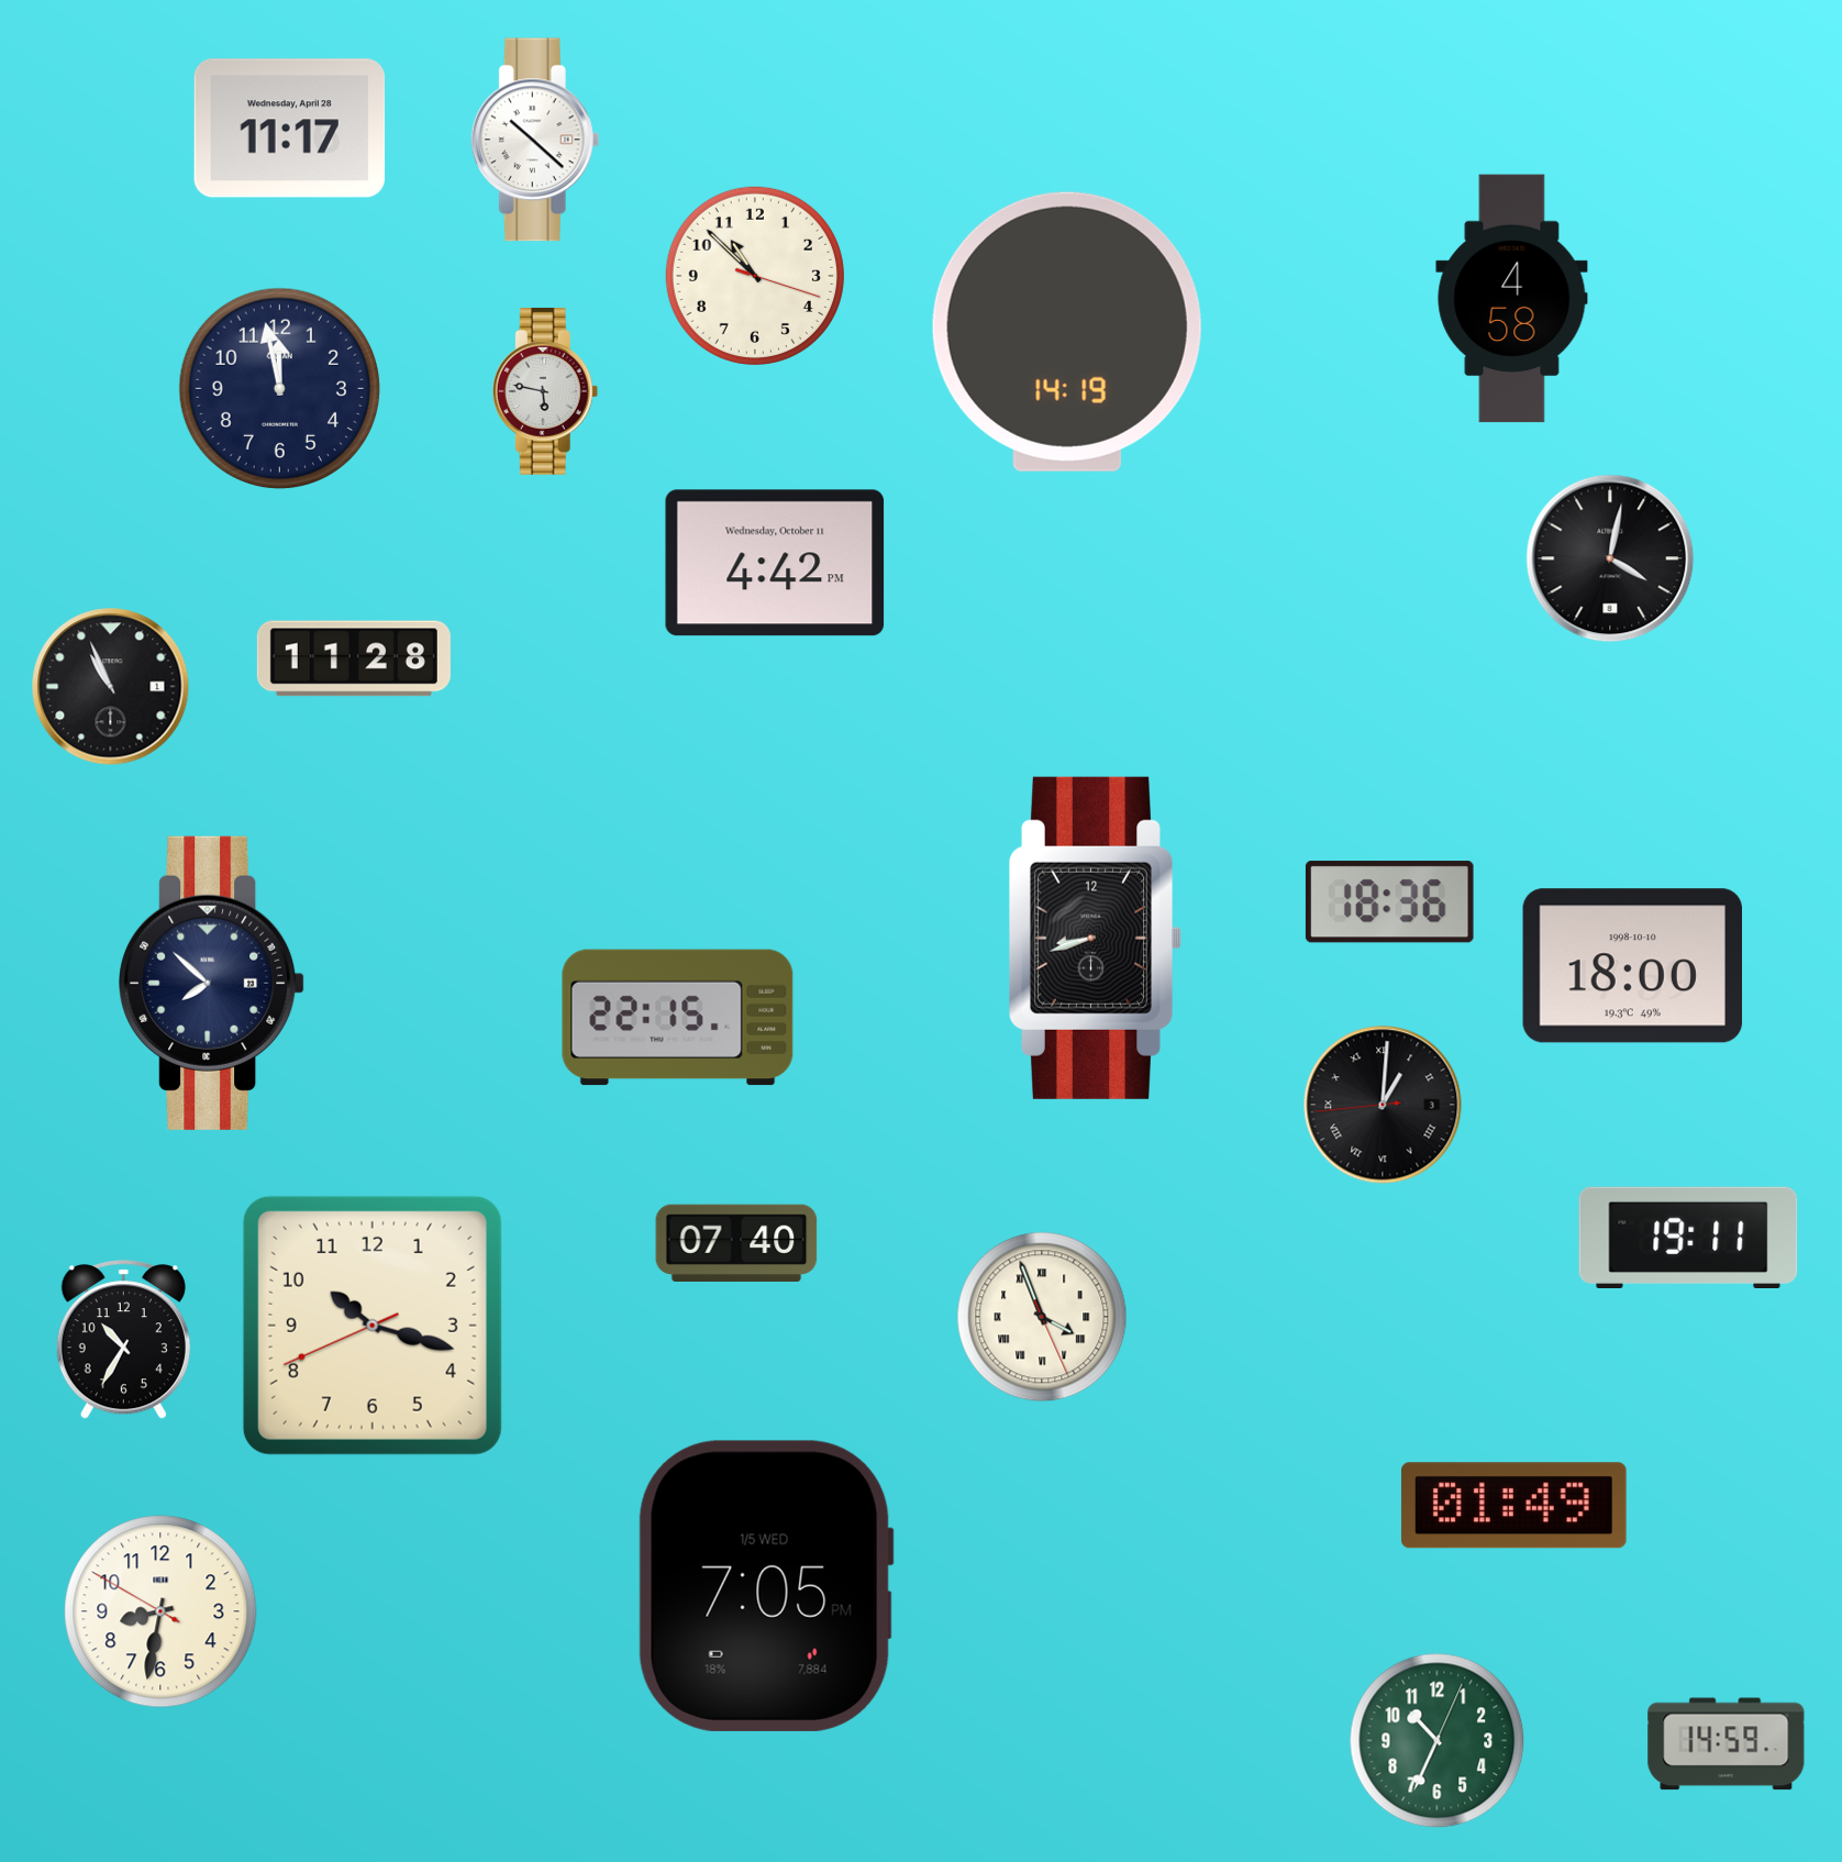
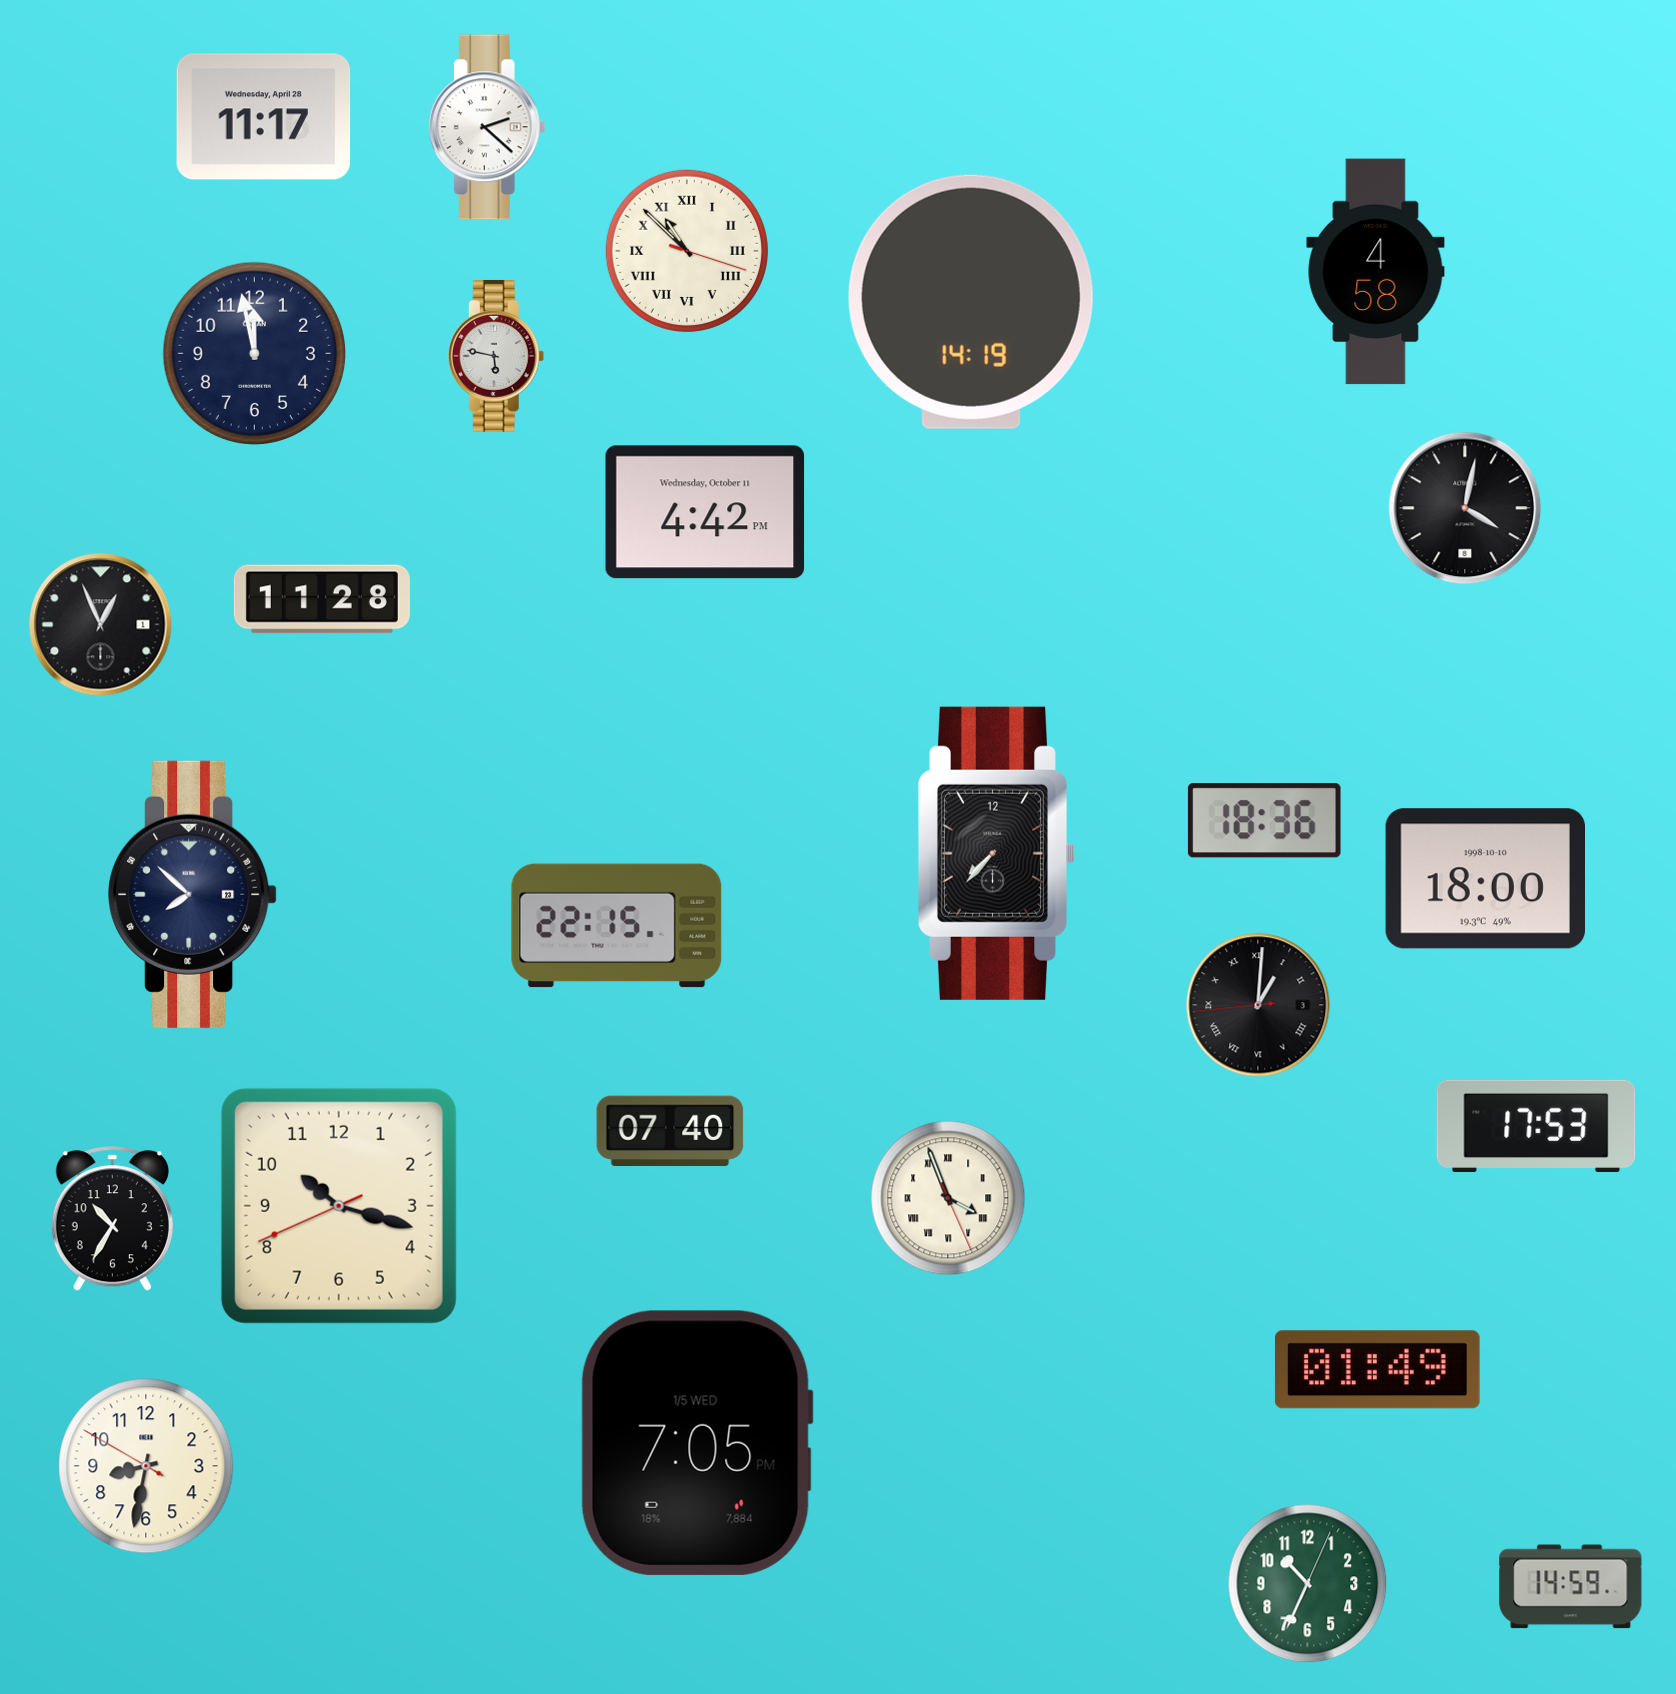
clock at (535, 140): 10:22 -> 2:22
clock at (755, 276) numerals: Arabic -> Roman
clock at (111, 687): 10:56 -> 12:56
clock at (1096, 938): 8:42 -> 7:37
clock at (1688, 1238): 19:11 -> 17:53
